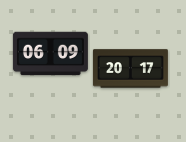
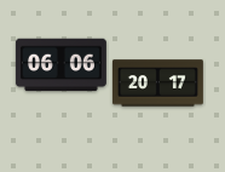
clock at (50, 54): 06:09 -> 06:06
